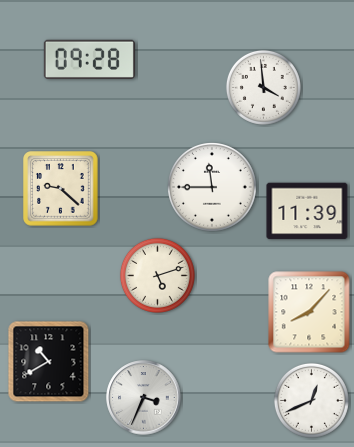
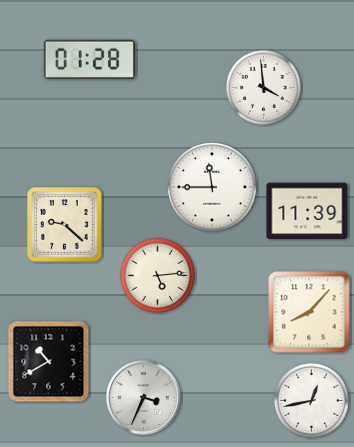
clock at (89, 59): 09:28 -> 01:28
clock at (61, 189) position: (61, 189) -> (65, 225)
clock at (157, 275): 5:12 -> 5:14
clock at (311, 400): 12:41 -> 12:43
